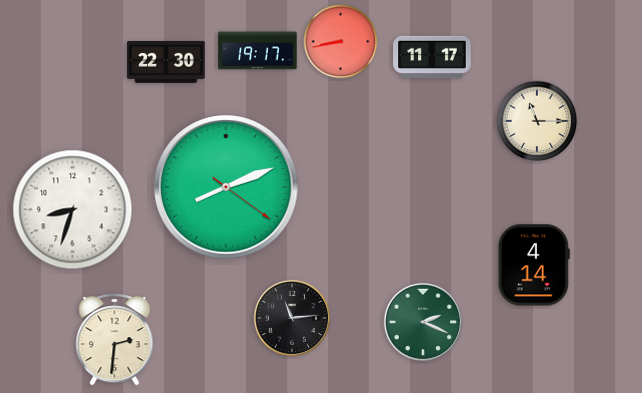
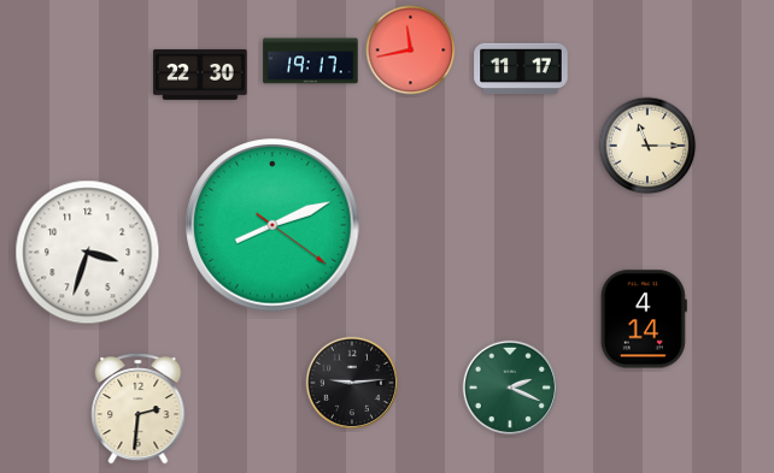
clock at (341, 42): 8:43 -> 11:43
clock at (73, 210): 8:33 -> 3:33
clock at (292, 318): 11:14 -> 9:14
